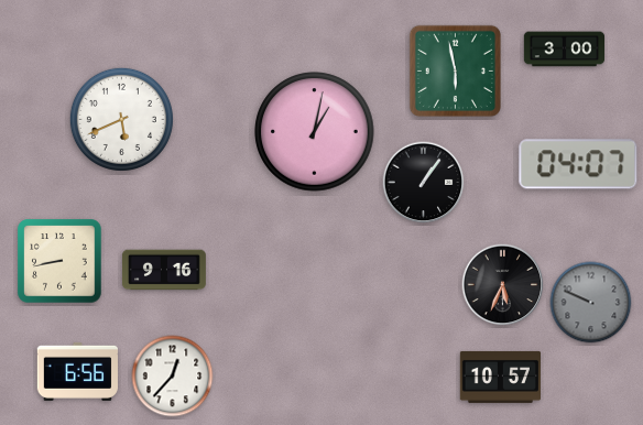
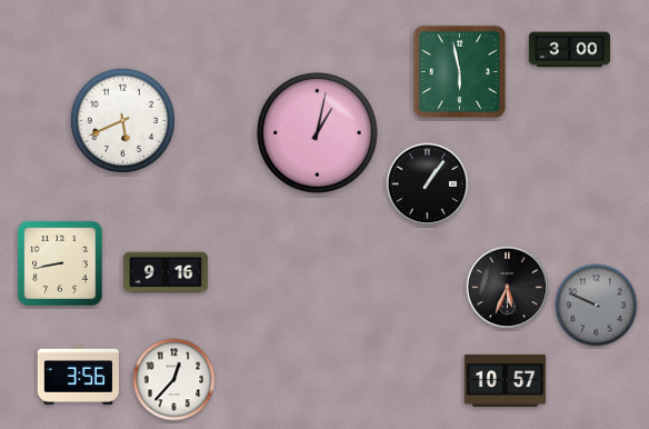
clock at (578, 164): 04:07 -> none
clock at (77, 371): 6:56 -> 3:56
